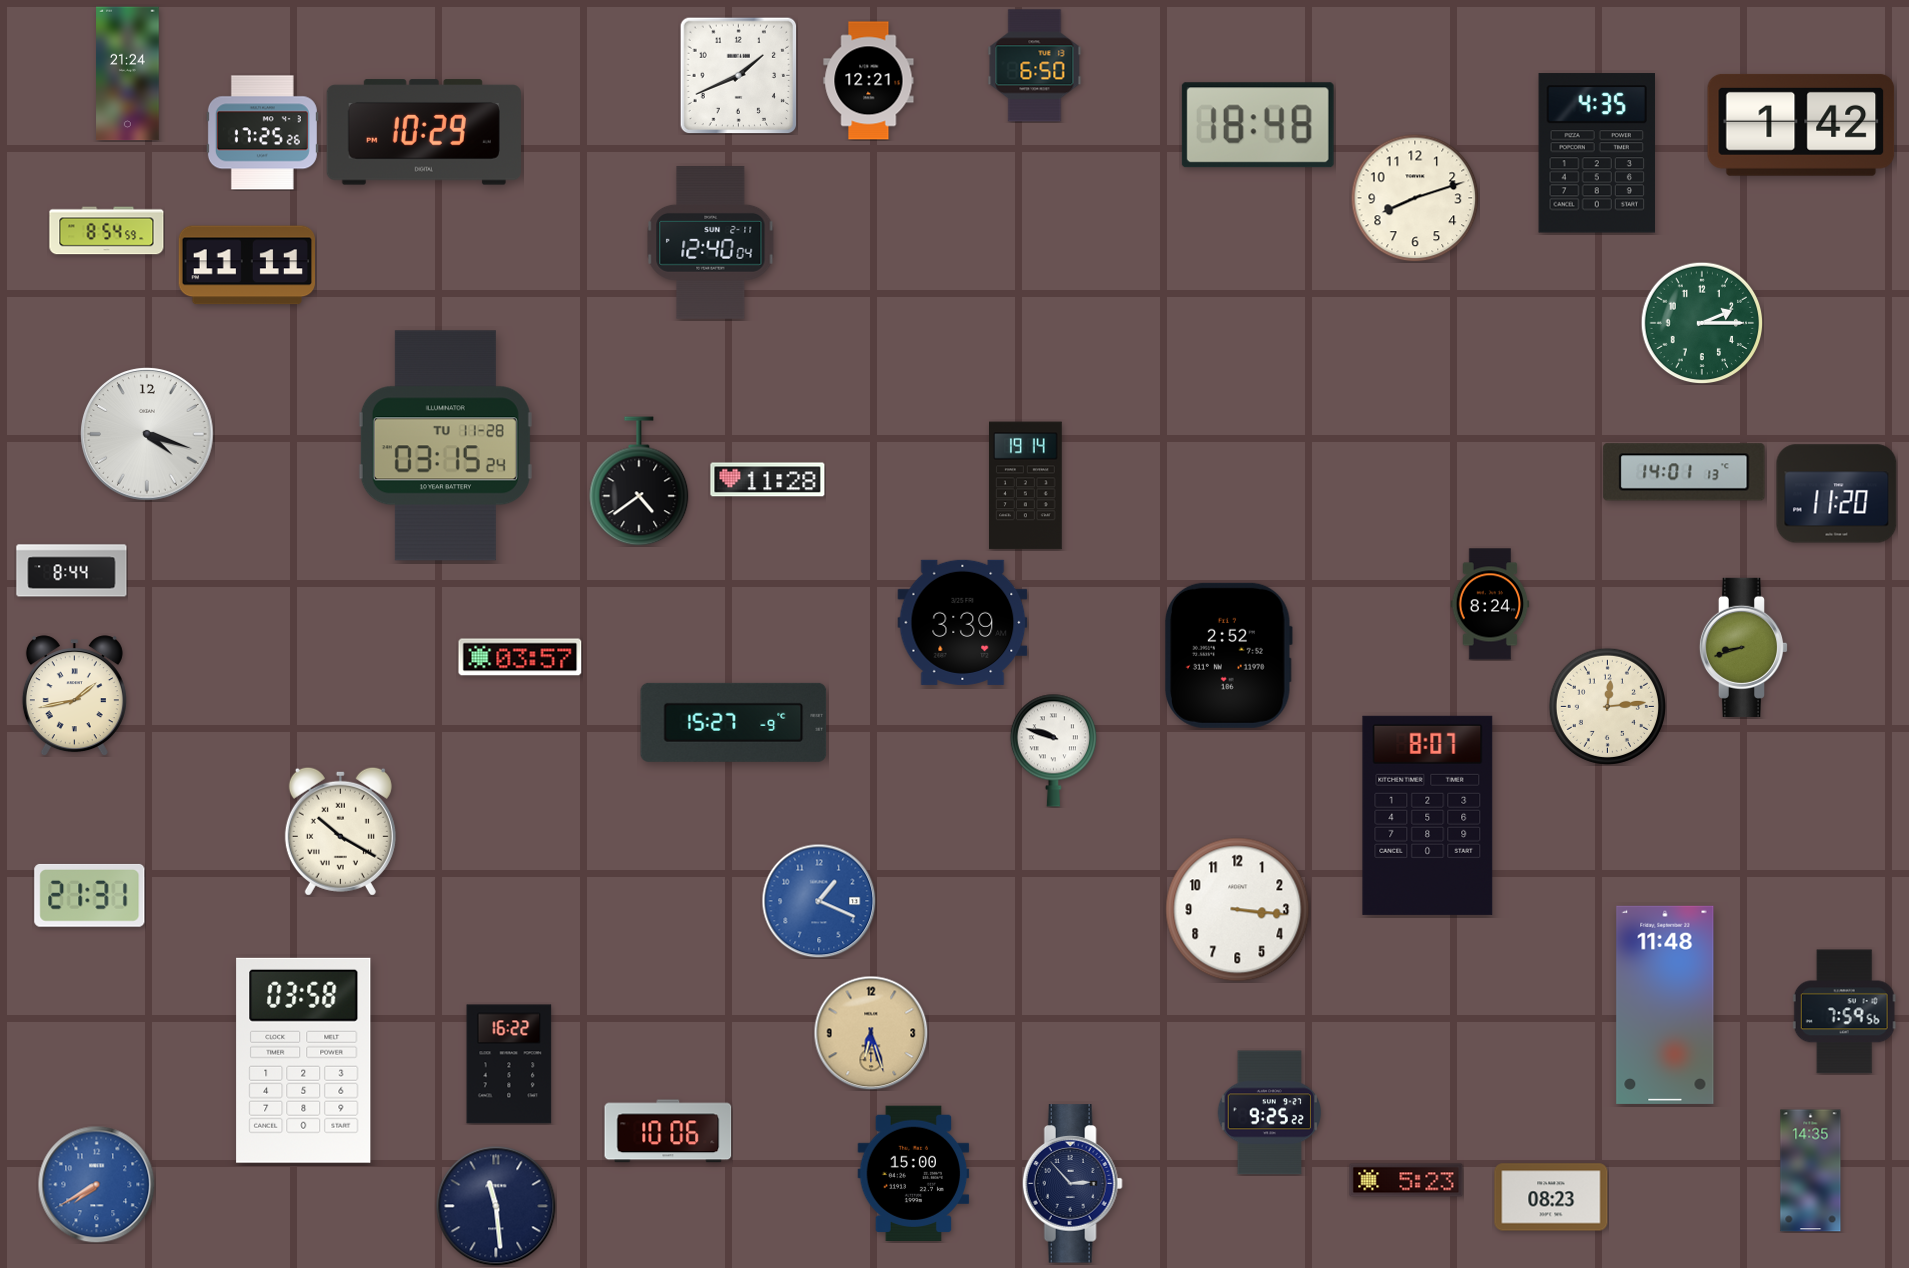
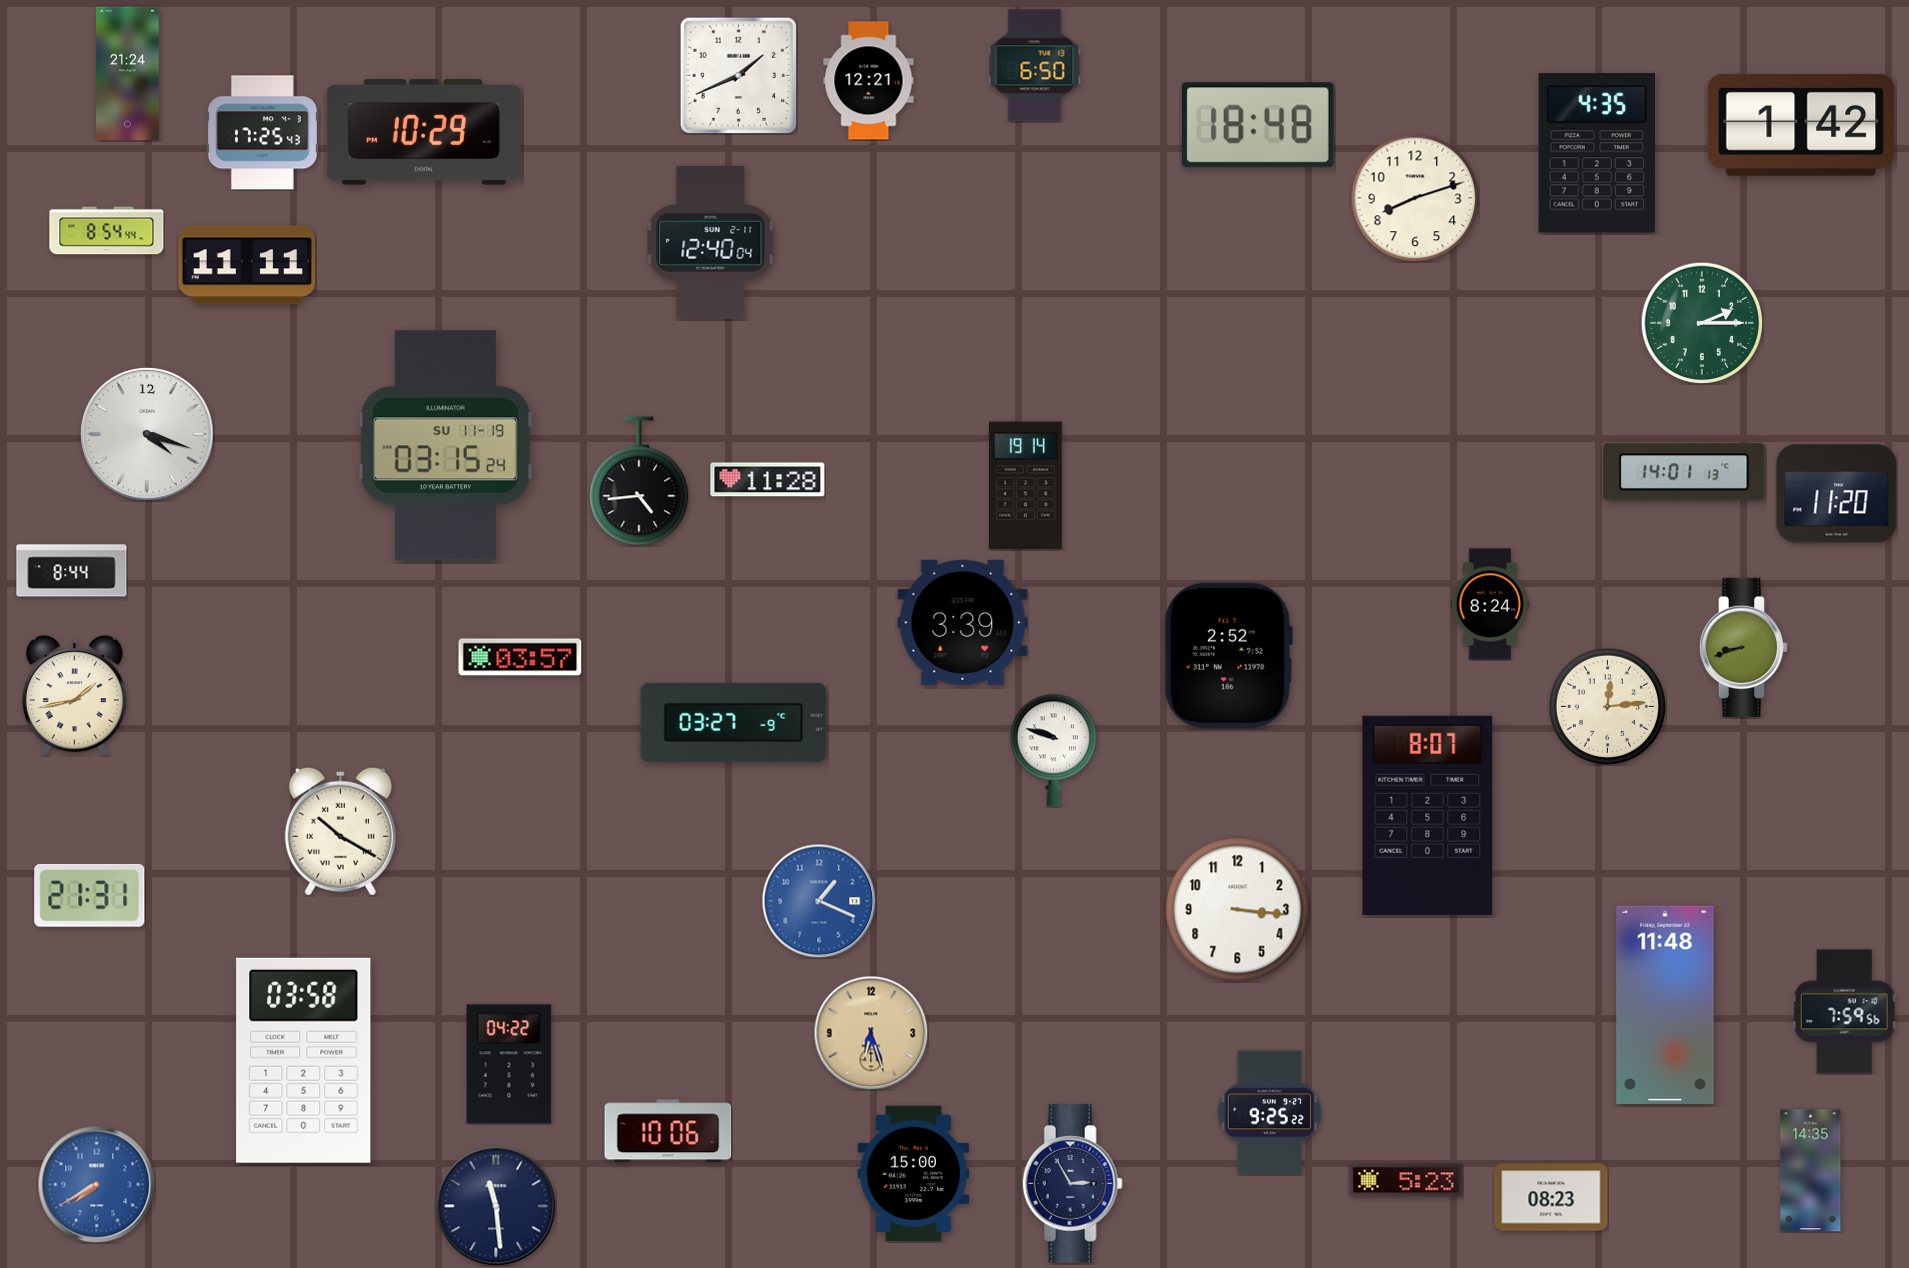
clock at (262, 133): 17:25:26 -> 17:25:43
clock at (107, 231): 8:54:59 -> 8:54:44
clock at (445, 446) date: TU 11-28 -> SU 11-19
clock at (639, 481): 4:39 -> 4:44
clock at (734, 722): 15:27 -> 03:27
clock at (509, 1064): 16:22 -> 04:22
clock at (1072, 1184): 2:53 -> 2:55
